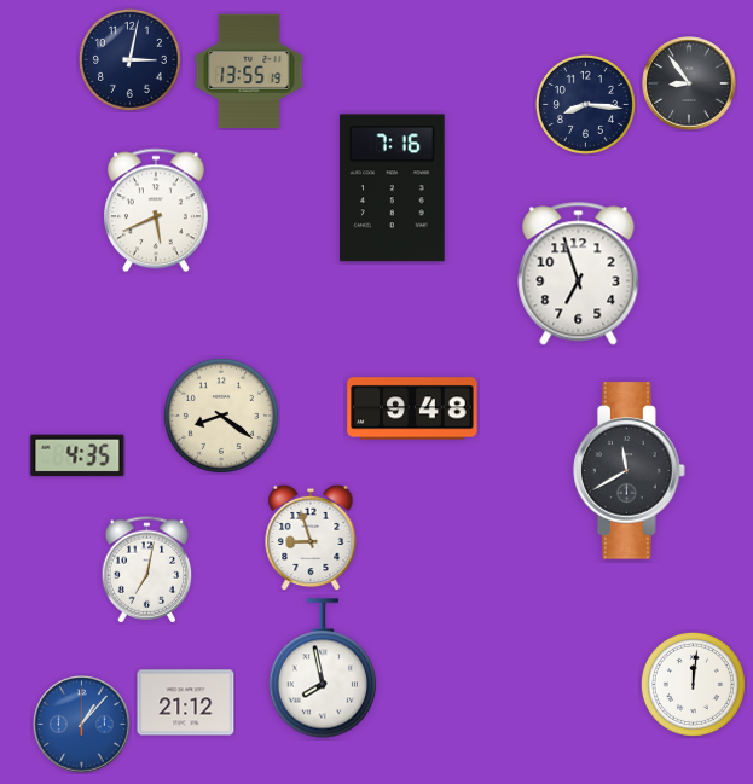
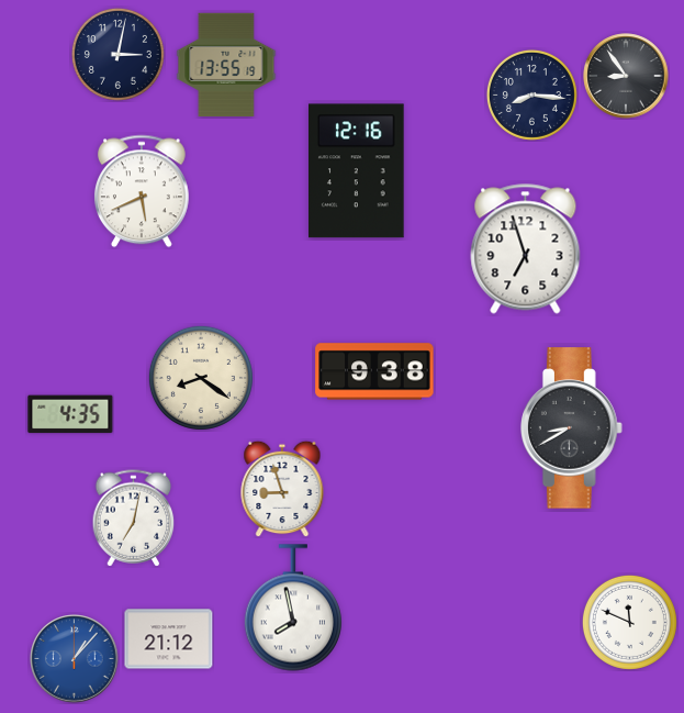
clock at (393, 188): 7:16 -> 12:16
clock at (412, 408): 9:48 -> 9:38
clock at (630, 471): 11:40 -> 8:40
clock at (693, 684): 12:01 -> 11:49
